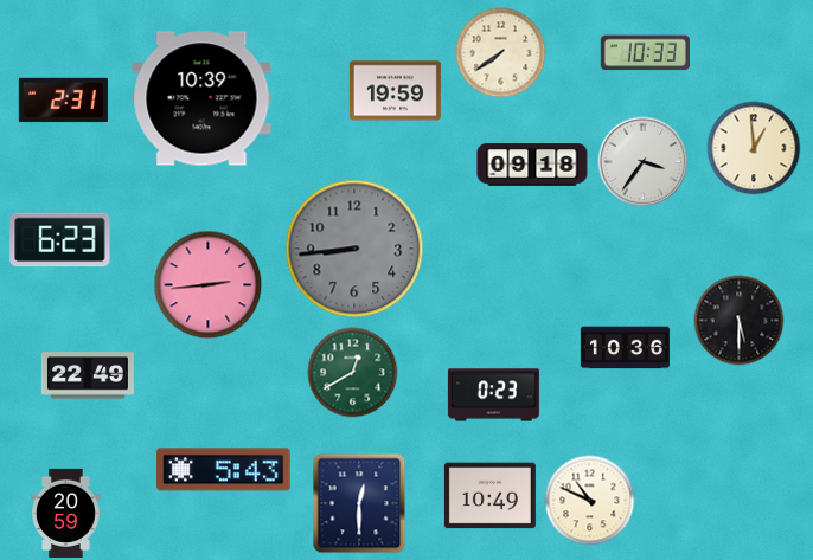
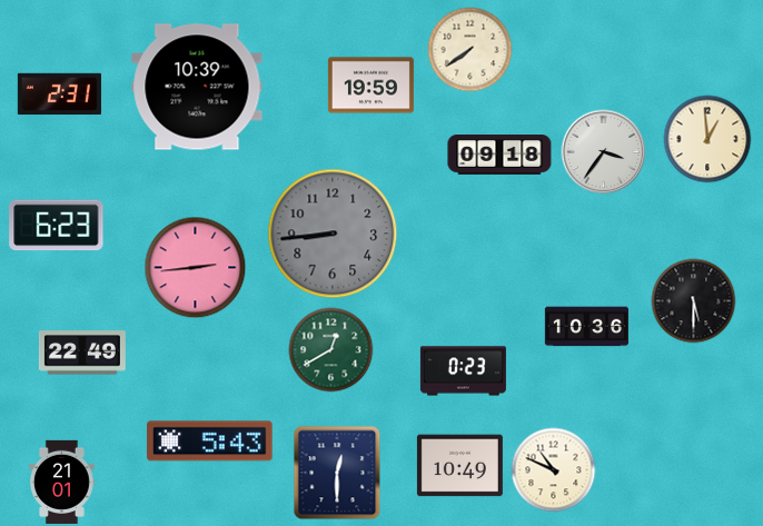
clock at (645, 53): 10:33 -> none
clock at (201, 98) position: (201, 98) -> (197, 87)
clock at (66, 513): 20:59 -> 21:01
